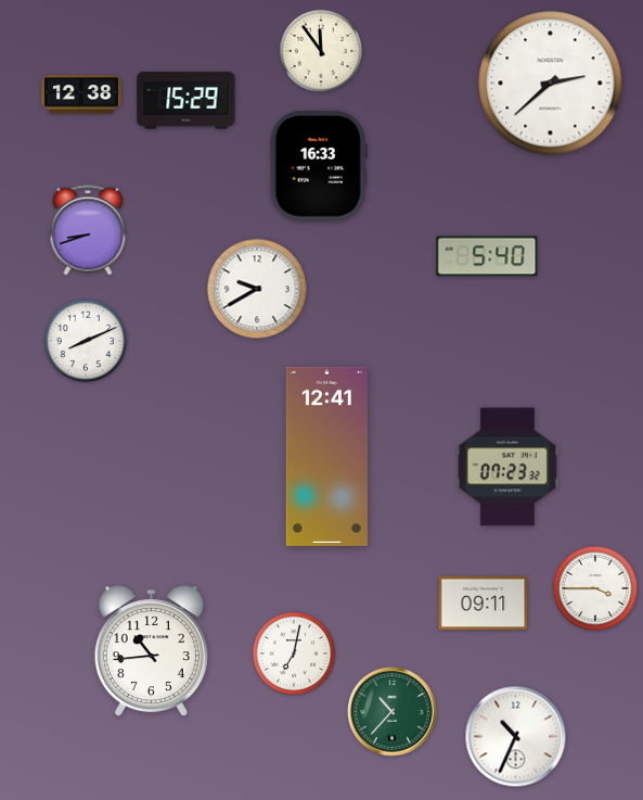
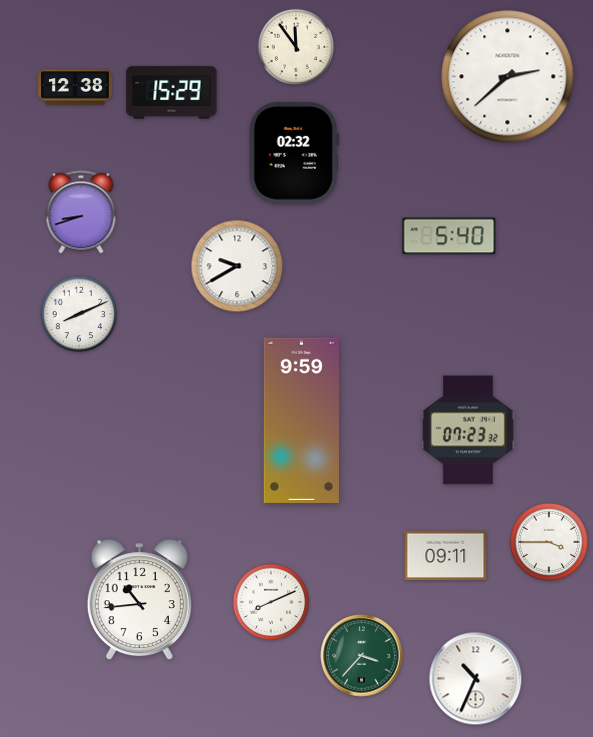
clock at (319, 166): 16:33 -> 02:32
clock at (326, 456): 12:41 -> 9:59
clock at (294, 653): 7:02 -> 8:11
clock at (393, 712): 10:37 -> 3:37
